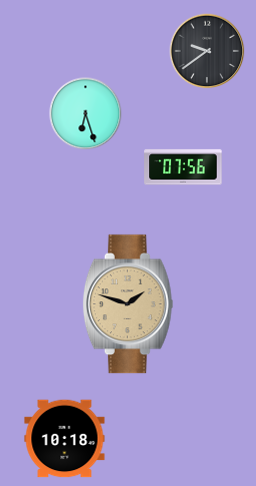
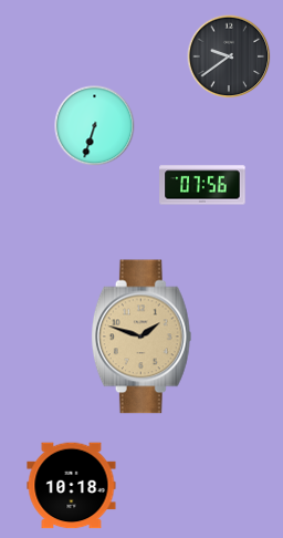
clock at (86, 114): 6:27 -> 6:33
